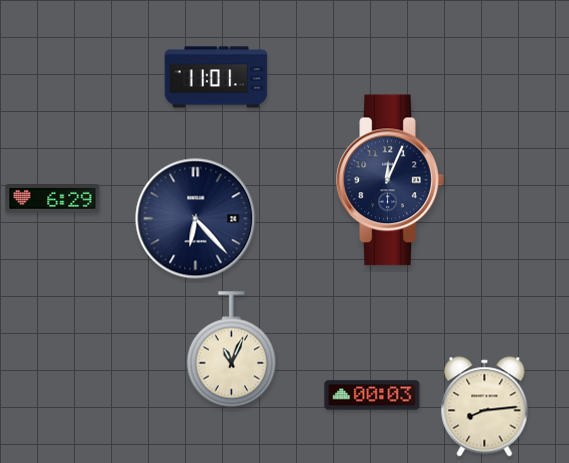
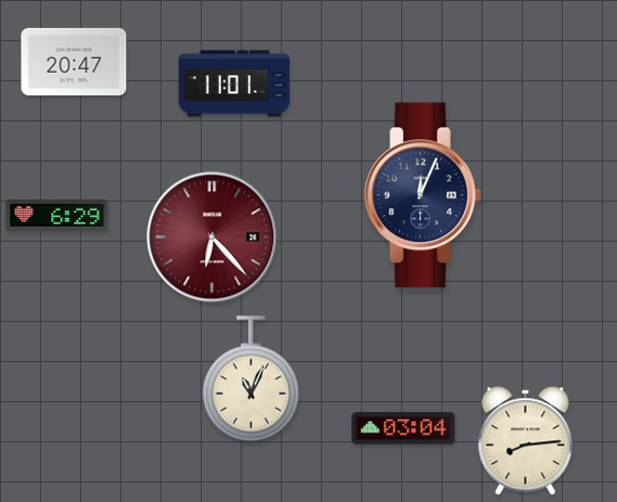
clock at (74, 62): none -> 20:47
clock at (196, 219) dial: navy -> burgundy
clock at (372, 395): 00:03 -> 03:04
